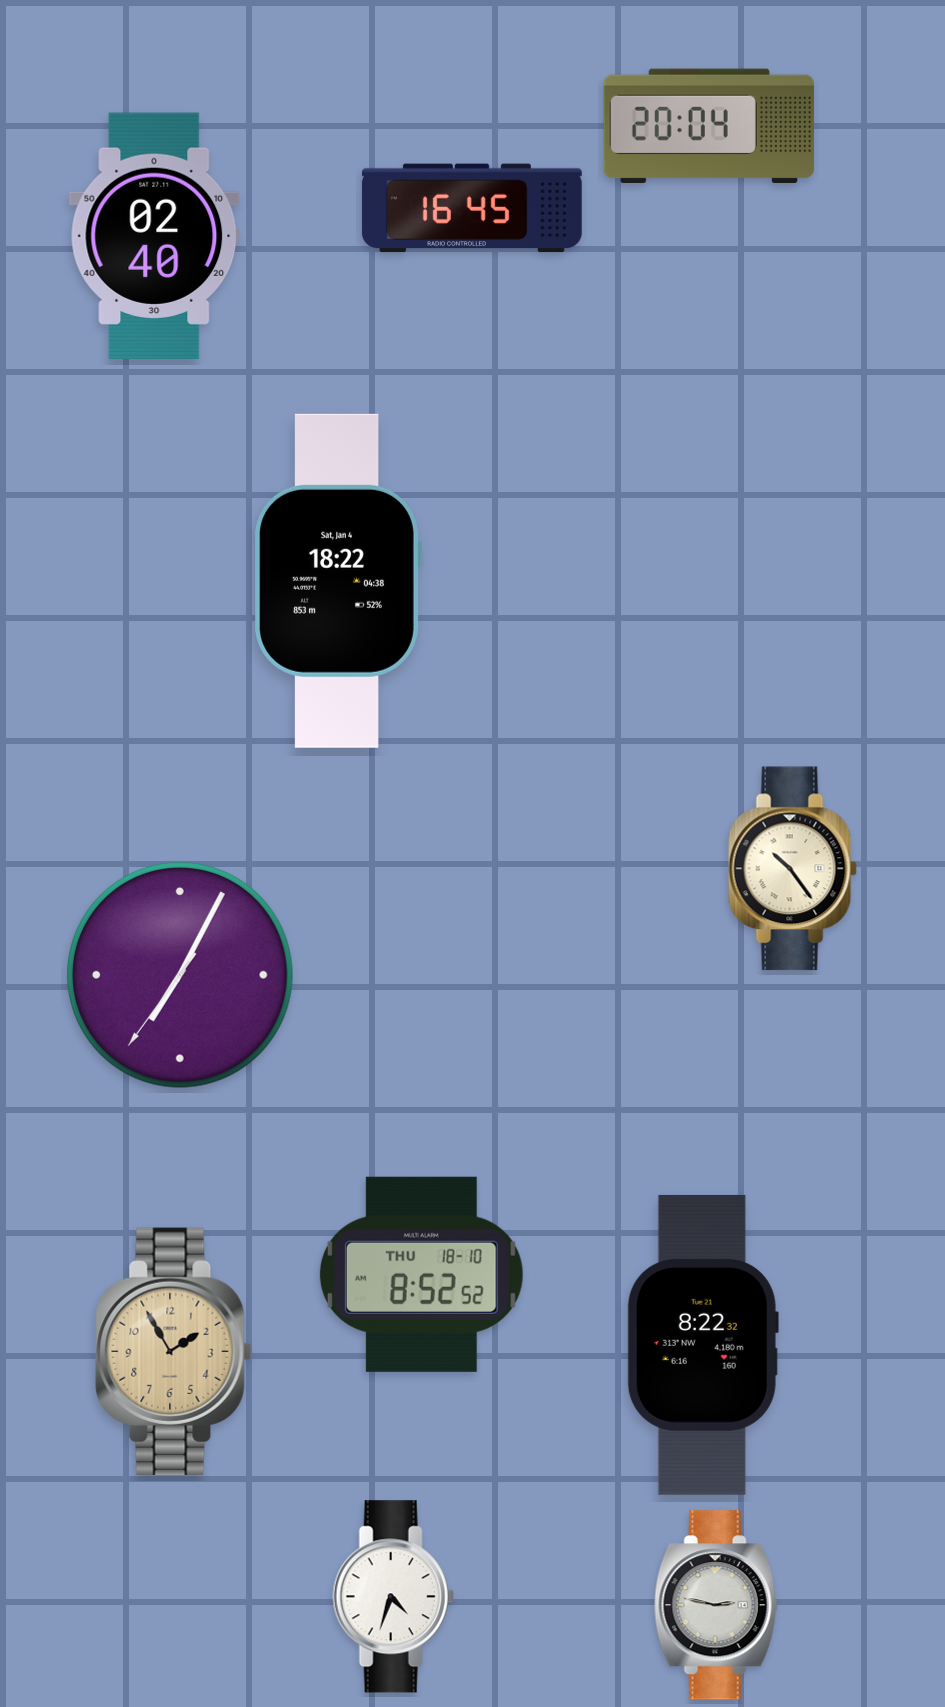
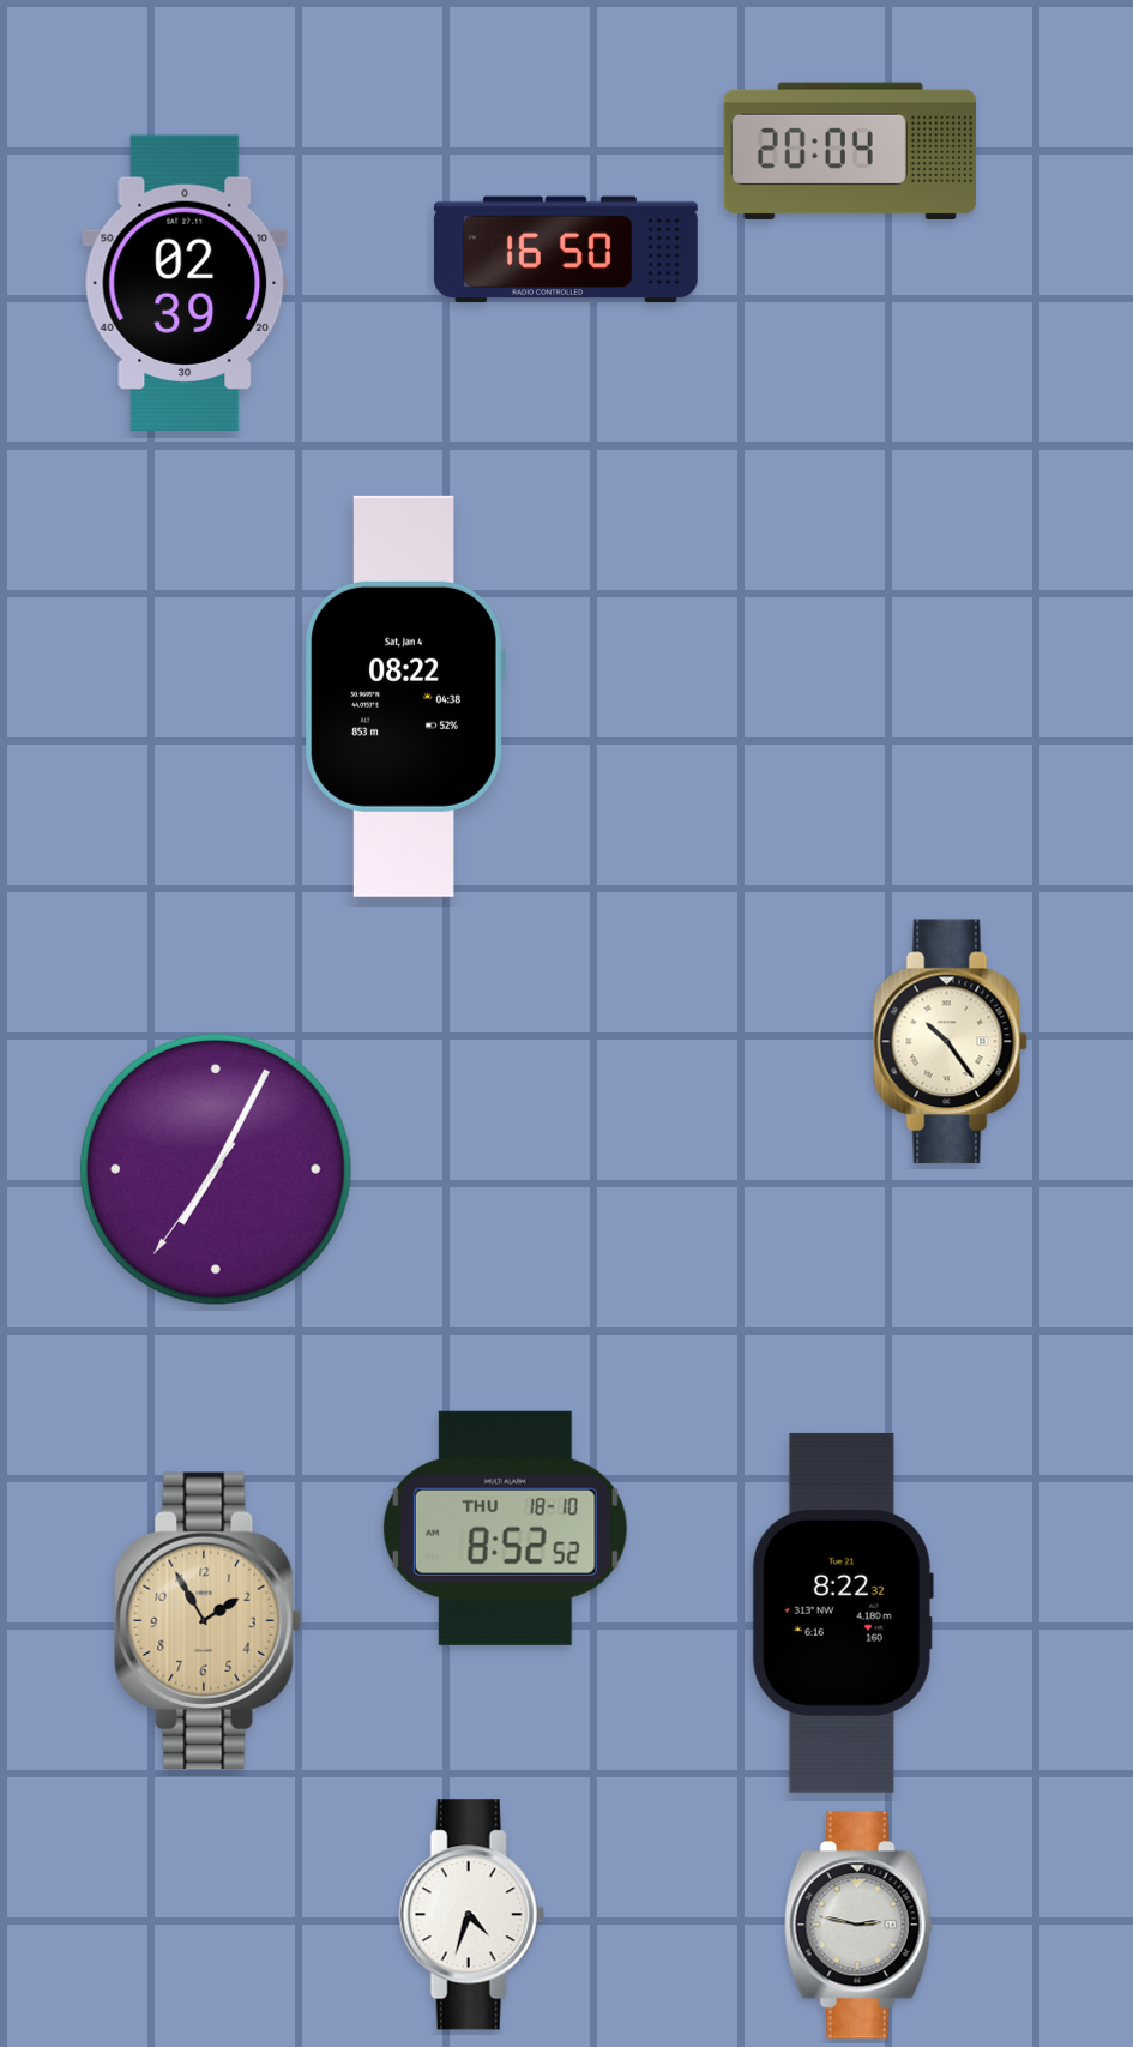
clock at (472, 208): 16:45 -> 16:50
clock at (154, 235): 02:40 -> 02:39
clock at (338, 581): 18:22 -> 08:22
